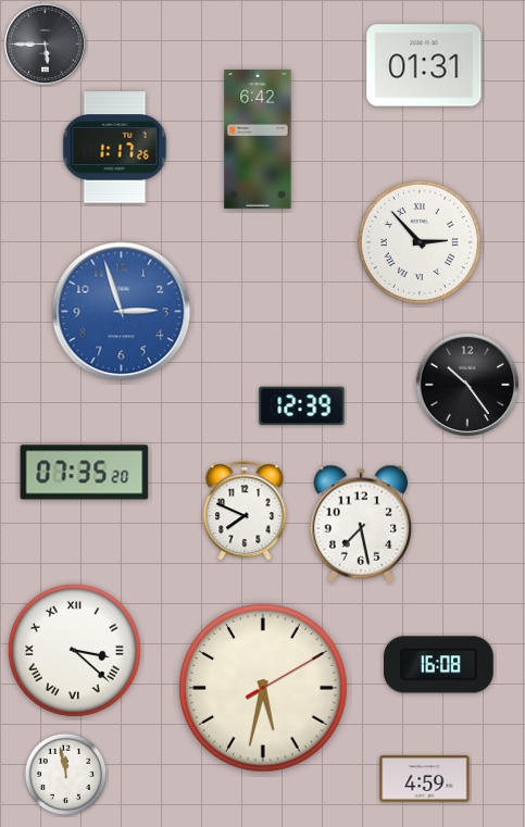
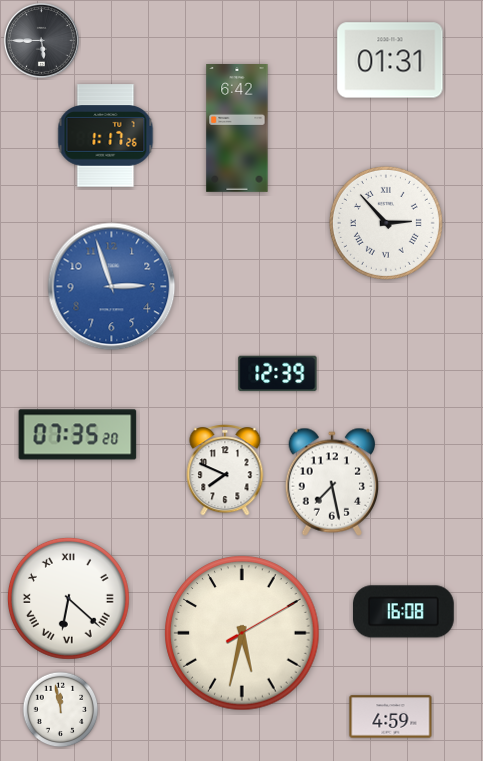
clock at (466, 384): 10:24 -> none
clock at (74, 650): 3:22 -> 6:22
clock at (66, 775) position: (66, 775) -> (61, 710)
